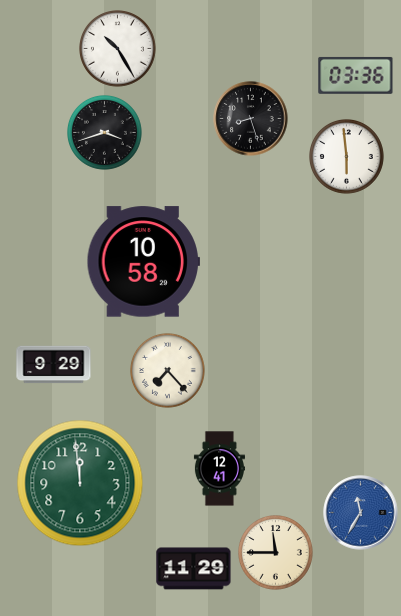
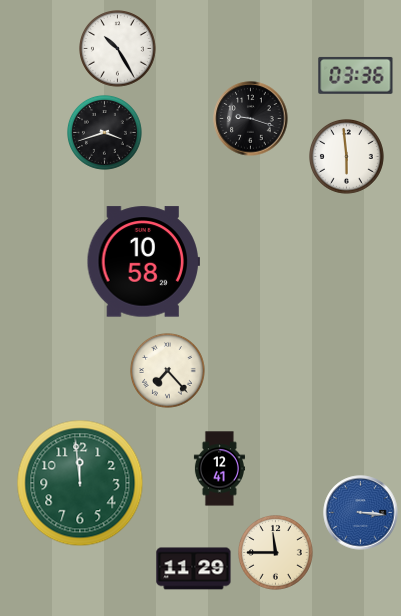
clock at (251, 119): 8:27 -> 9:18
clock at (54, 365): 9:29 -> none
clock at (361, 513): 11:35 -> 3:16
